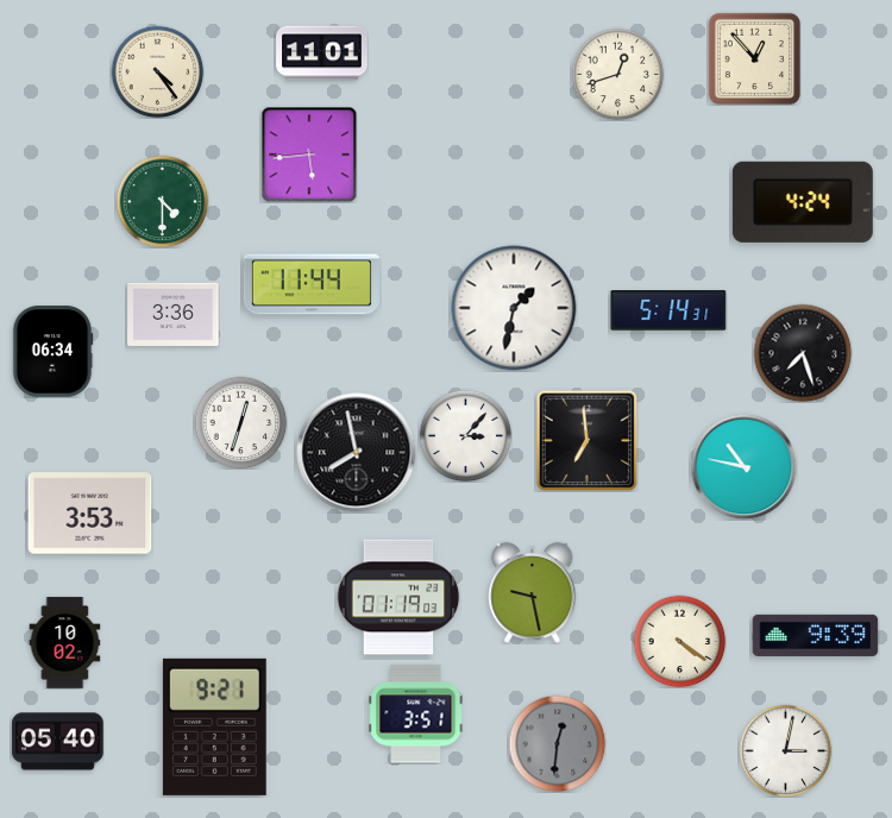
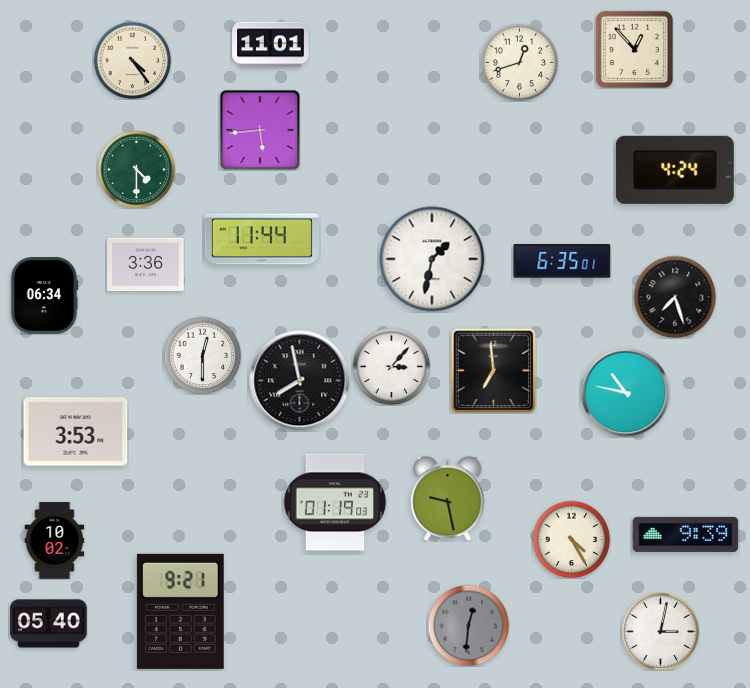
clock at (668, 310): 5:14 -> 6:35
clock at (240, 422): 12:33 -> 12:30
clock at (679, 641): 4:21 -> 4:25
clock at (416, 715): 3:51 -> none
